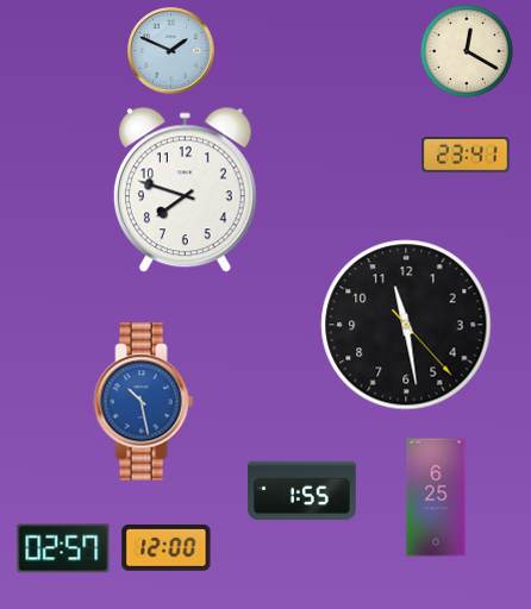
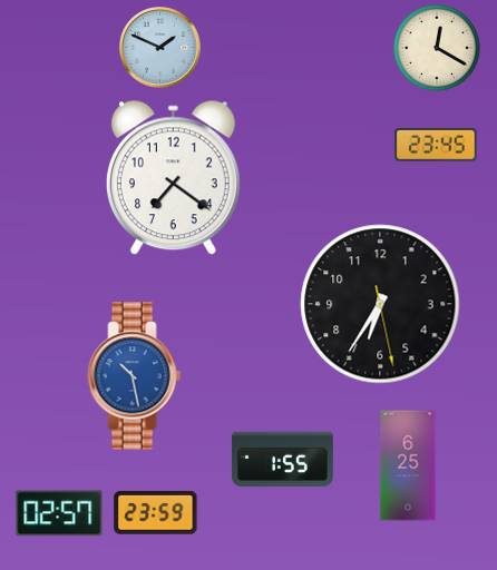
clock at (466, 155): 23:41 -> 23:45
clock at (185, 190): 7:48 -> 7:21
clock at (406, 325): 11:28 -> 6:35
clock at (167, 548): 12:00 -> 23:59
